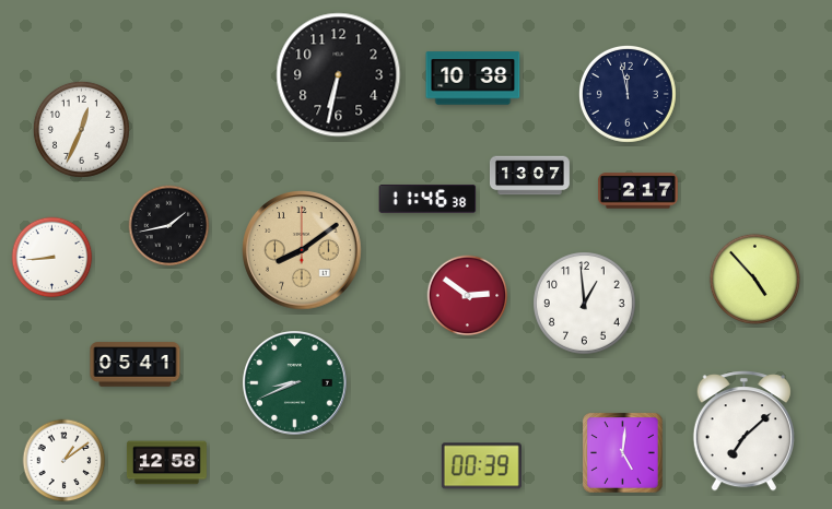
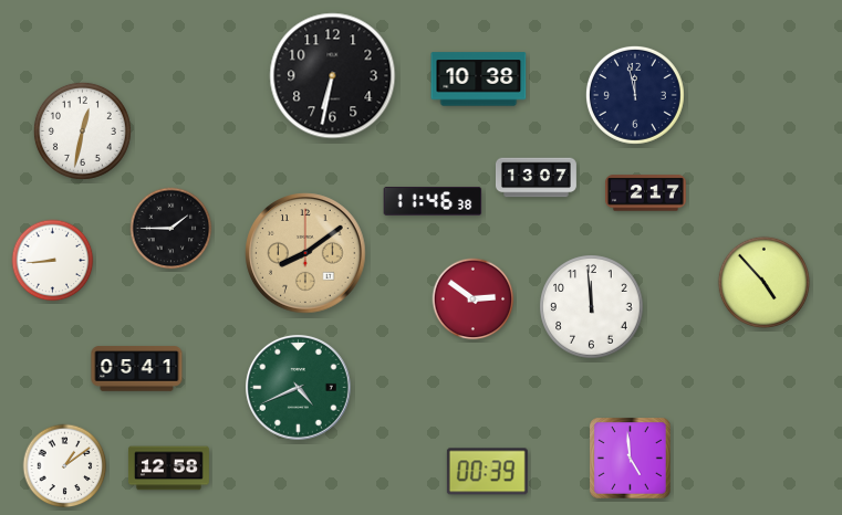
clock at (339, 75) position: (339, 75) -> (333, 76)
clock at (81, 129): 12:34 -> 12:32
clock at (169, 226): 1:43 -> 1:45
clock at (585, 304): 12:59 -> 11:59
clock at (295, 383): 8:41 -> 4:41
clock at (743, 431): 7:08 -> none
clock at (623, 453): 5:01 -> 4:59
